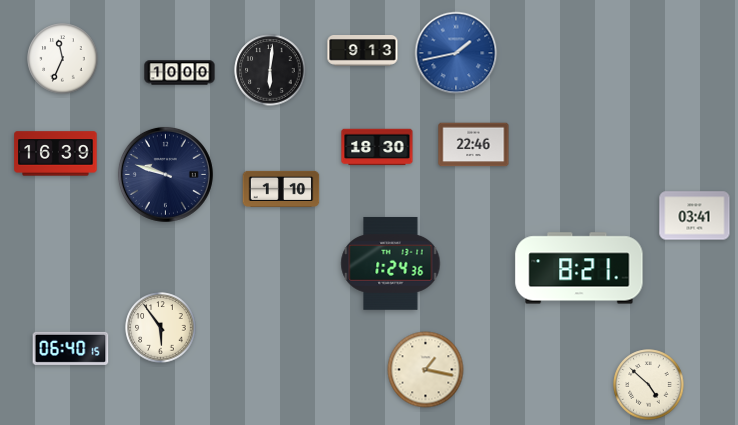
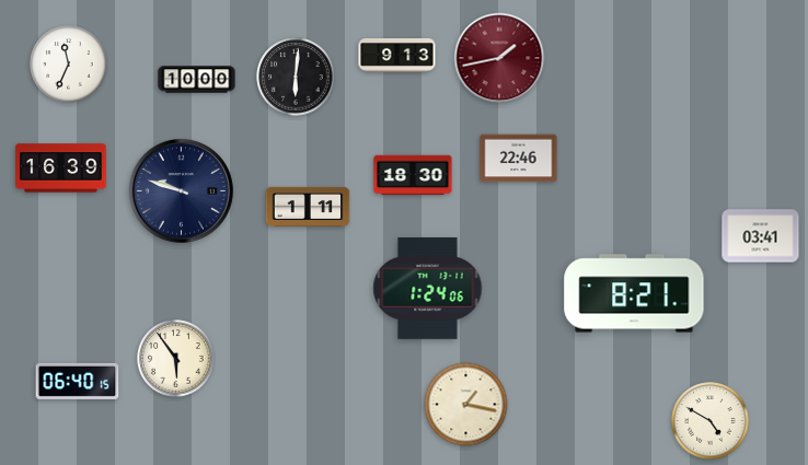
clock at (456, 53) dial: blue -> burgundy
clock at (377, 147) position: (377, 147) -> (413, 175)
clock at (281, 189): 1:10 -> 1:11
clock at (391, 264): 1:24:36 -> 1:24:06
clock at (649, 385): 4:52 -> 4:50
